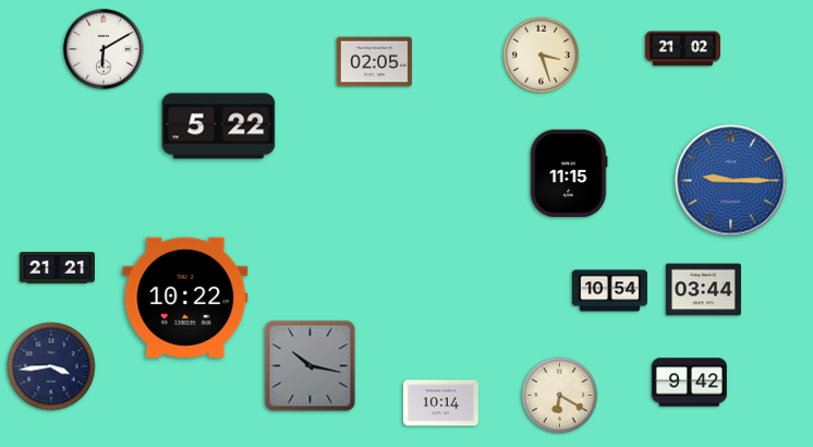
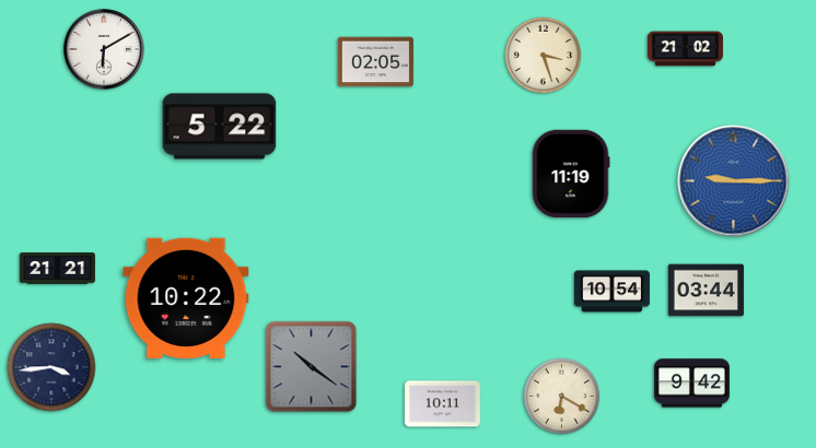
clock at (569, 173): 11:15 -> 11:19
clock at (311, 366): 10:17 -> 10:21
clock at (440, 403): 10:14 -> 10:11
